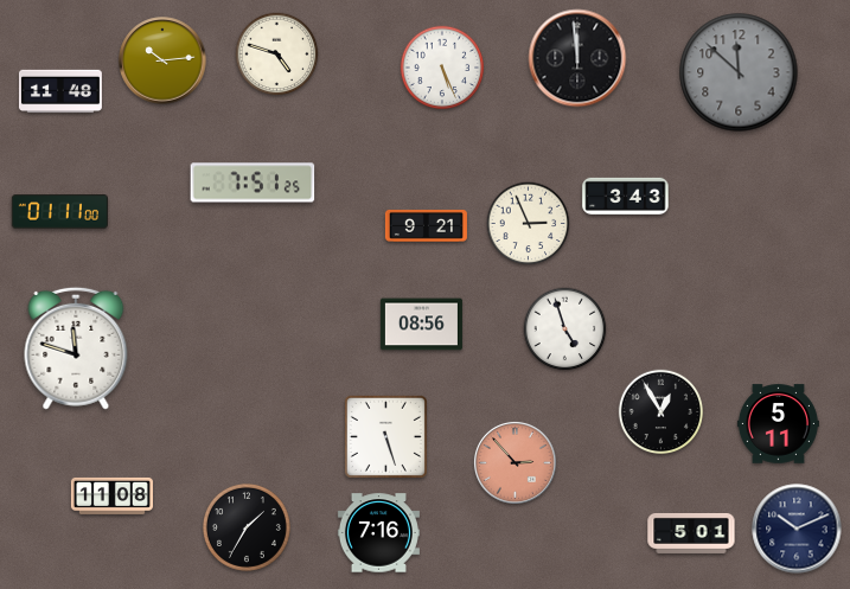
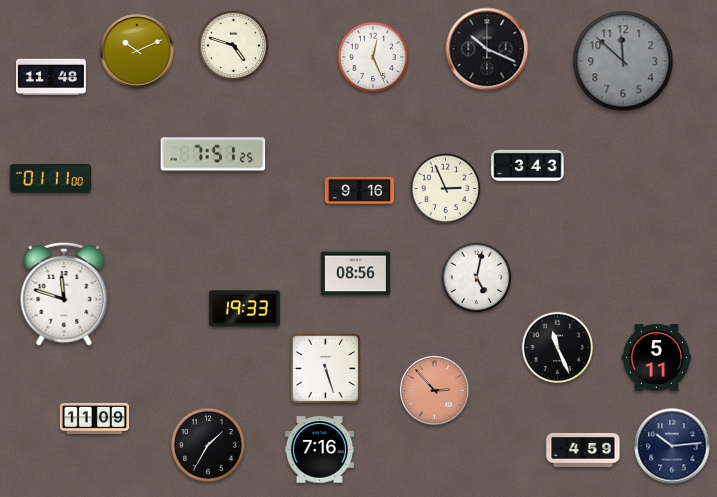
clock at (577, 58): 11:59 -> 10:19
clock at (162, 60): 10:14 -> 10:11
clock at (442, 68): 5:26 -> 12:26
clock at (426, 225): 9:21 -> 9:16
clock at (565, 329): 4:57 -> 5:02
clock at (245, 309): none -> 19:33
clock at (662, 412): 12:55 -> 11:26
clock at (111, 495): 11:08 -> 11:09
clock at (797, 529): 10:11 -> 10:14
clock at (691, 533): 5:01 -> 4:59
